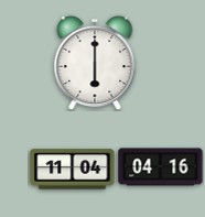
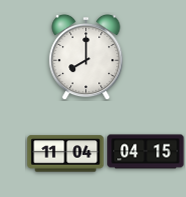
clock at (95, 63): 6:00 -> 8:00
clock at (161, 167): 04:16 -> 04:15
